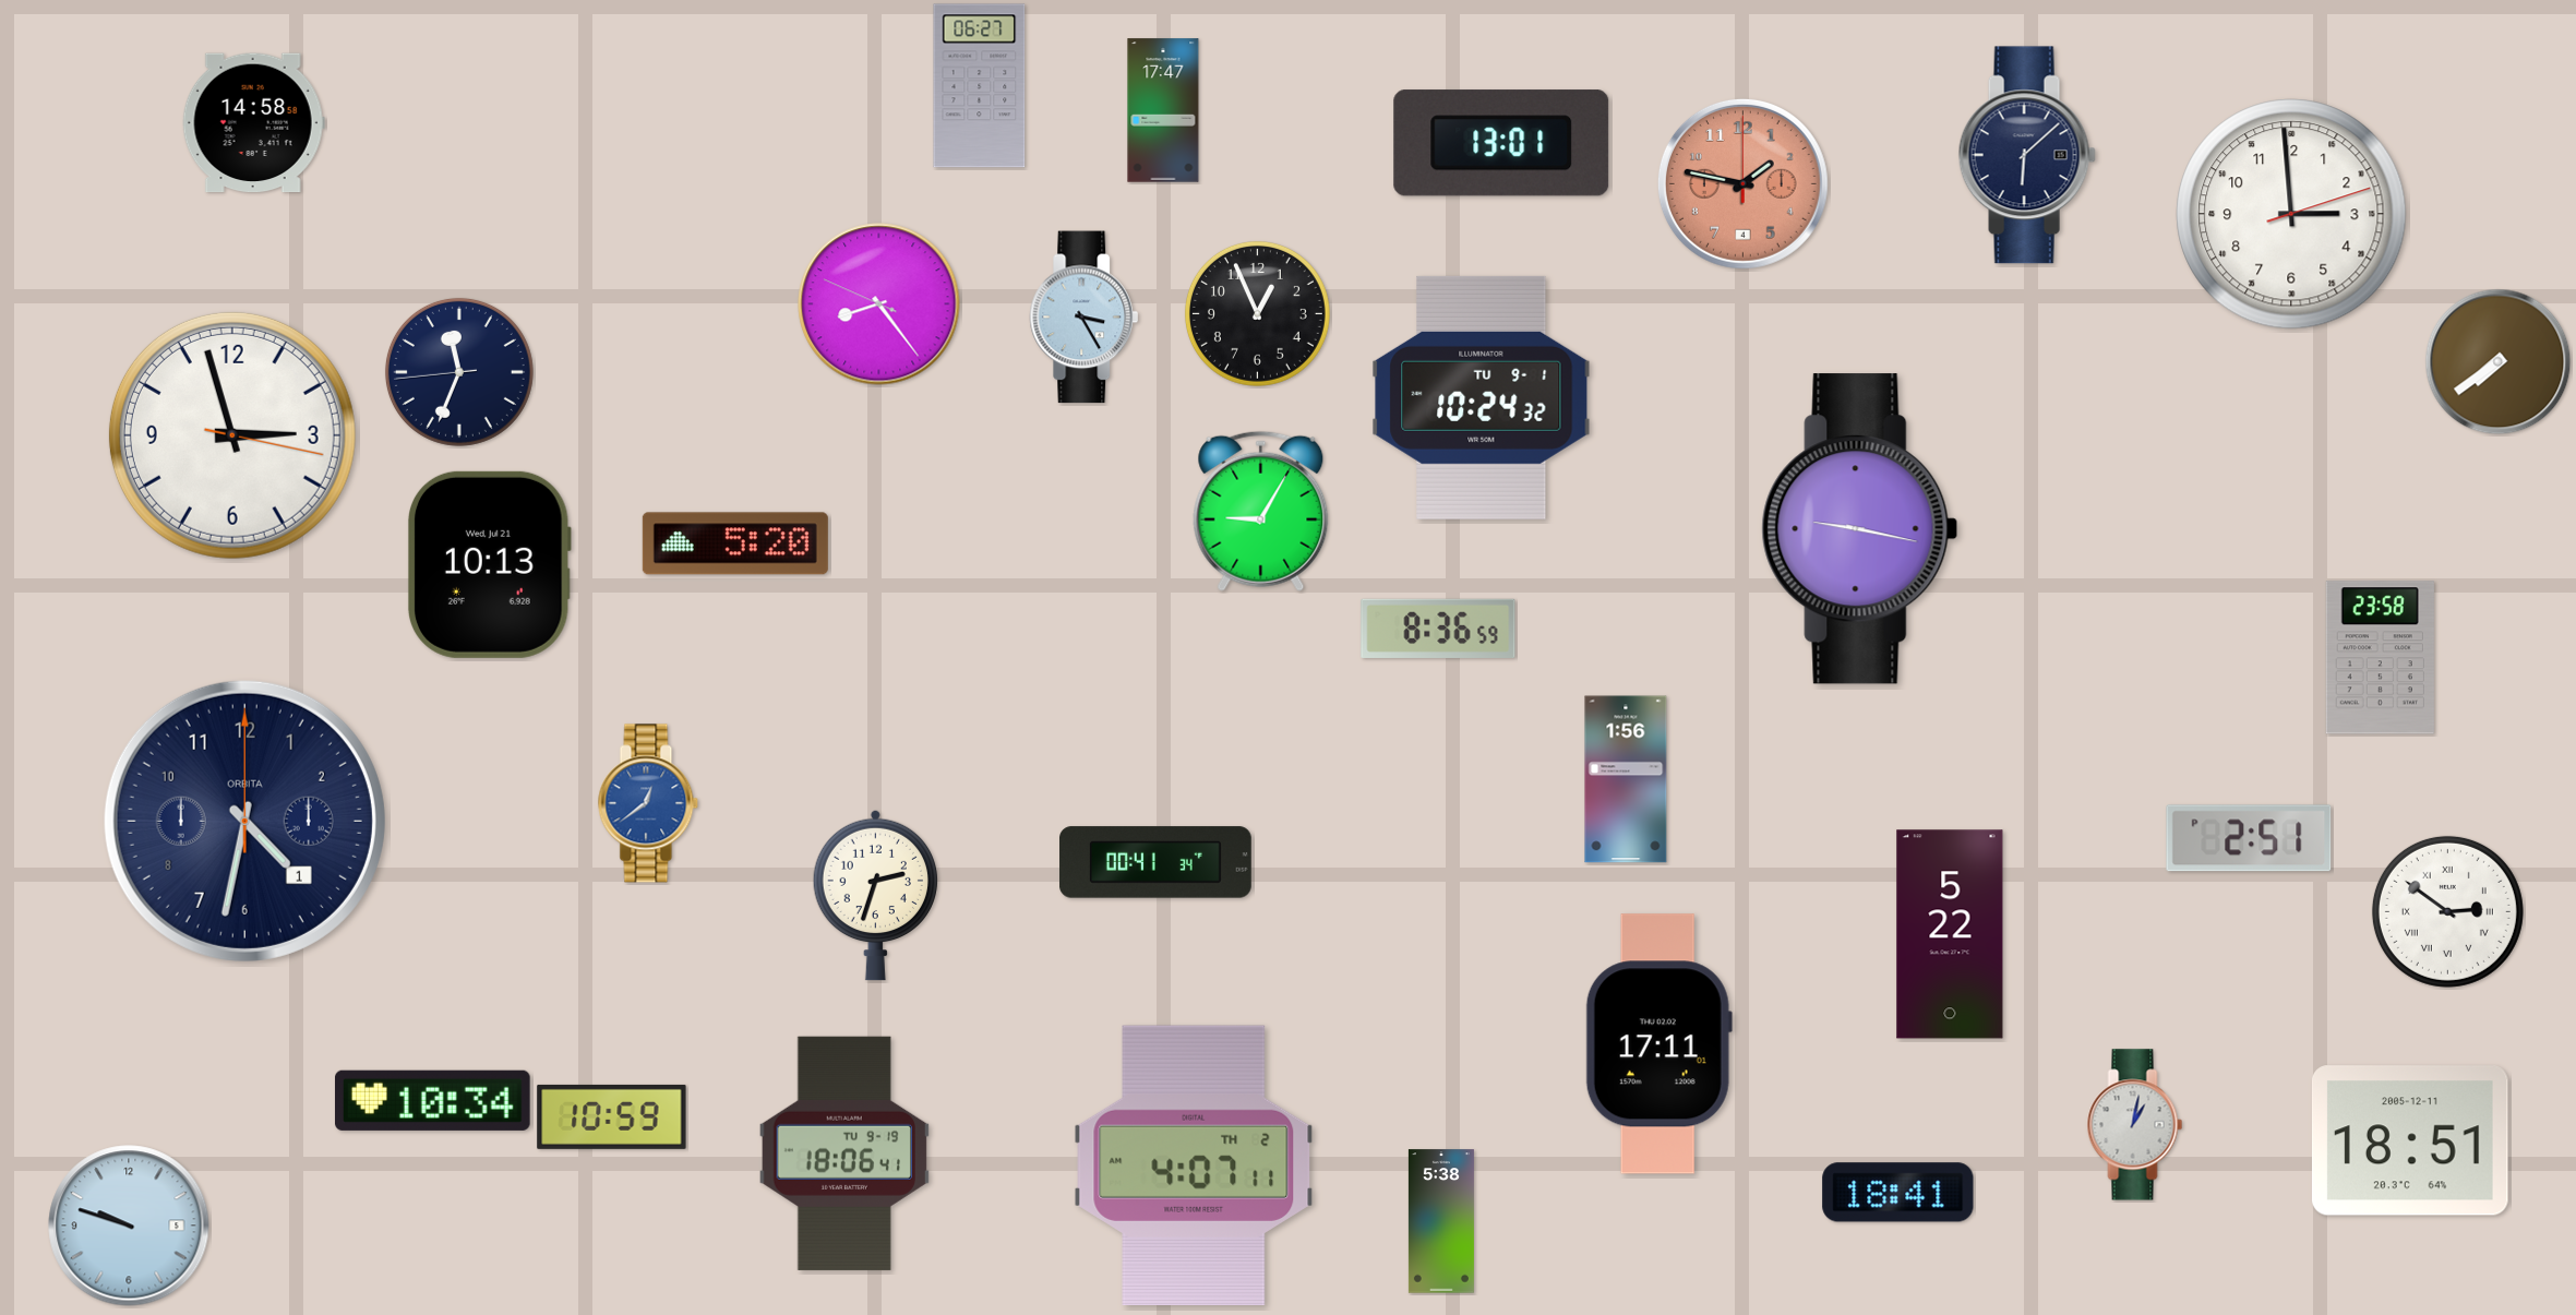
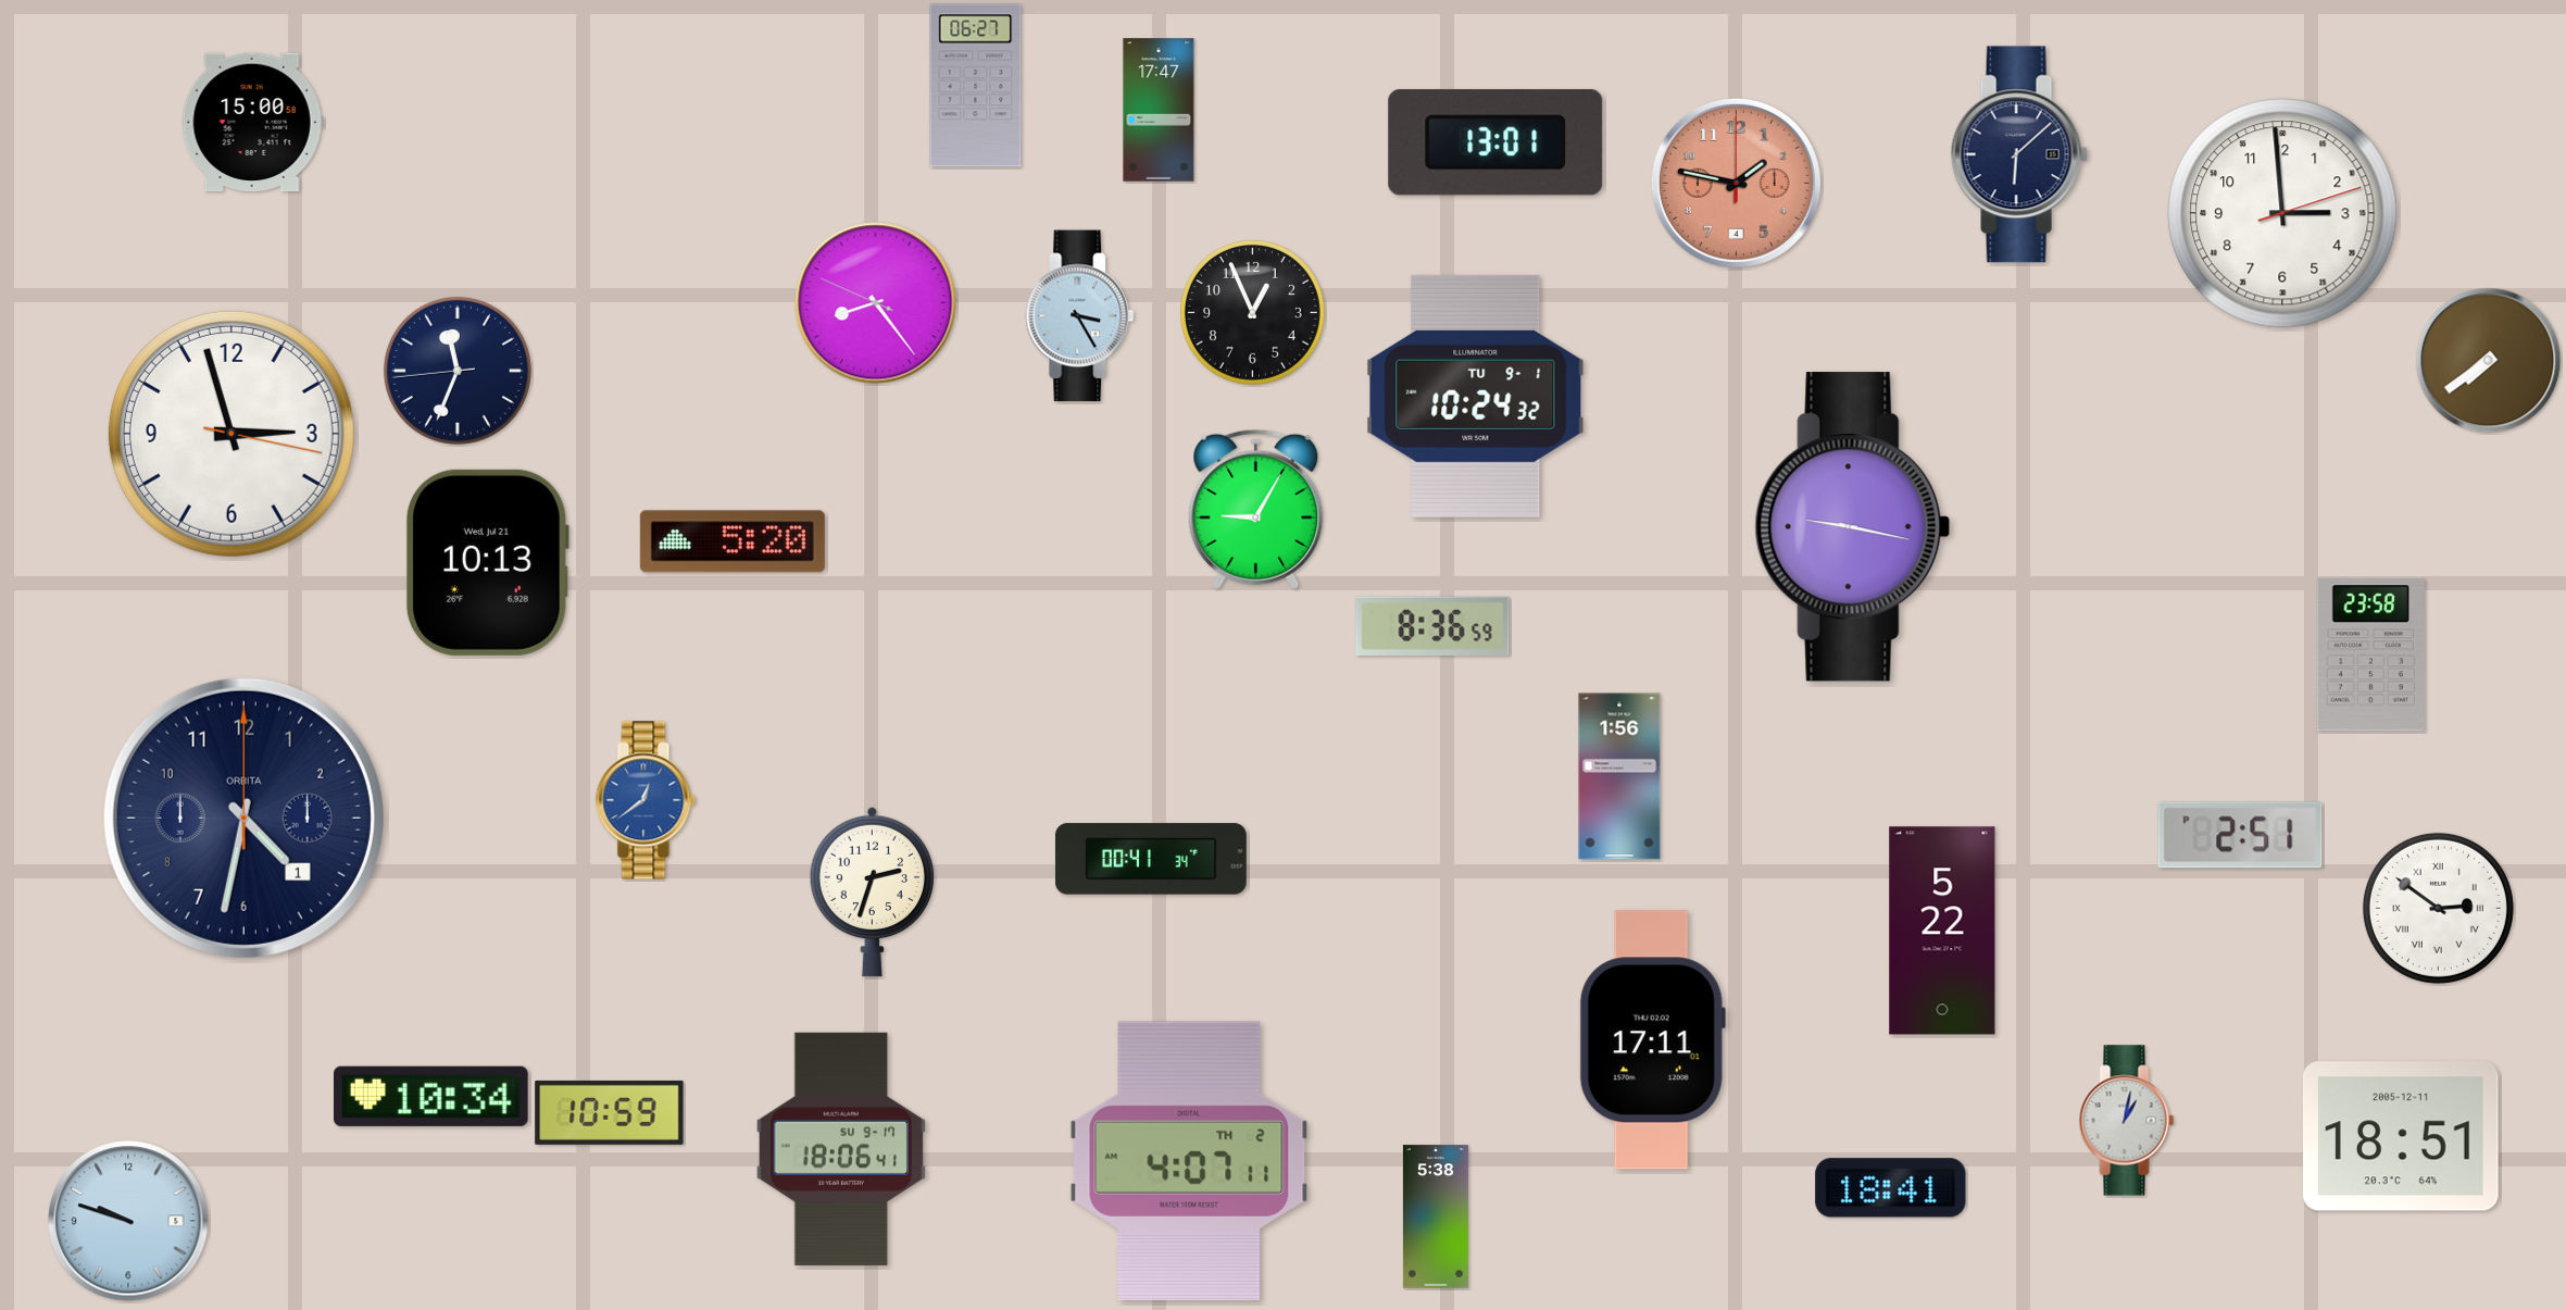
clock at (253, 123): 14:58 -> 15:00
clock at (843, 1153) date: TU 9-19 -> SU 9-17
